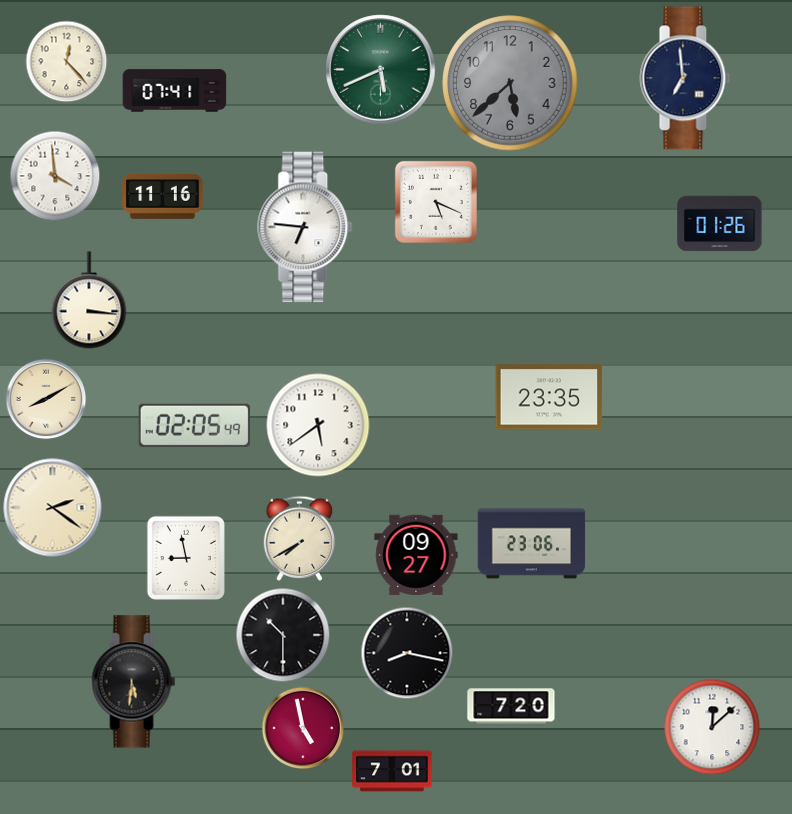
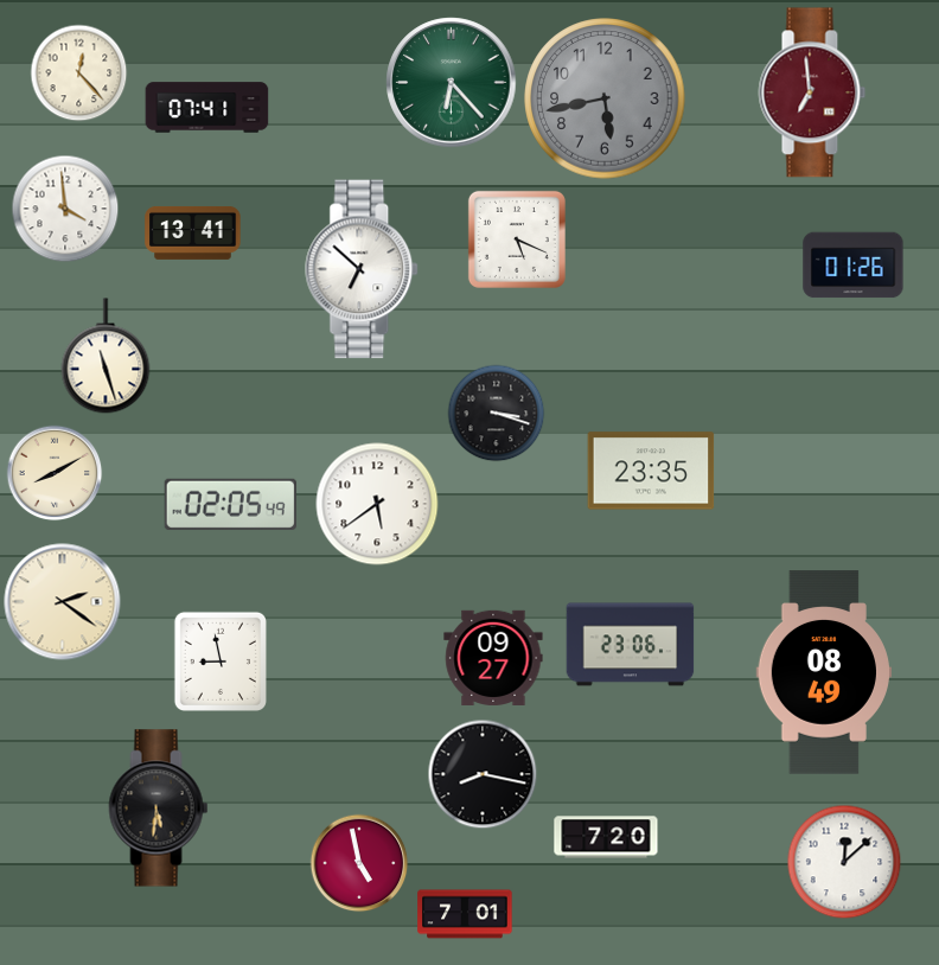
clock at (381, 70): 5:41 -> 6:23
clock at (685, 78) dial: navy -> burgundy
clock at (510, 83): 5:38 -> 5:43
clock at (163, 196): 11:16 -> 13:41
clock at (306, 227): 6:46 -> 6:52
clock at (89, 300): 3:16 -> 11:27
clock at (496, 413): none -> 3:18
clock at (300, 538): 7:40 -> none
clock at (823, 672): none -> 08:49
clock at (283, 635): 10:30 -> none
